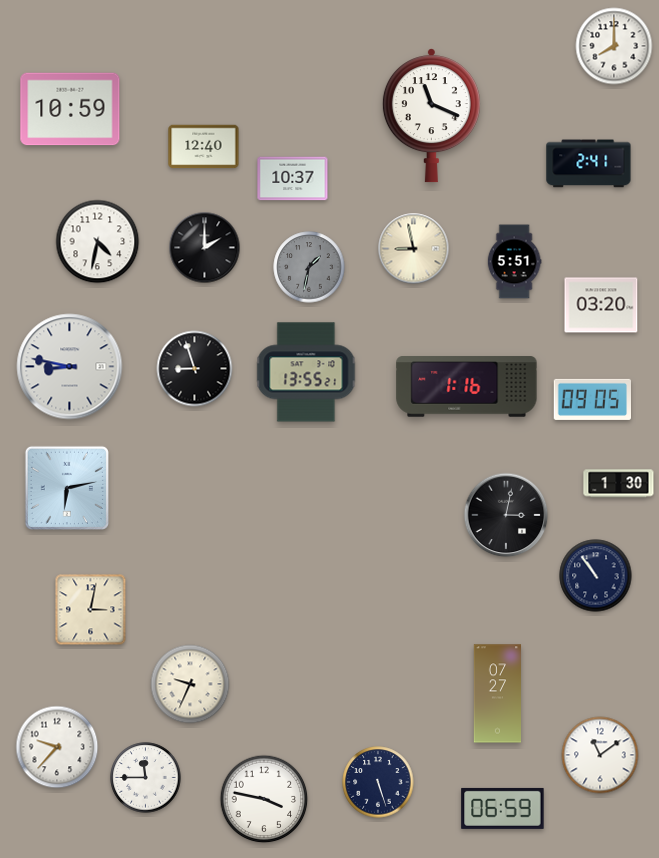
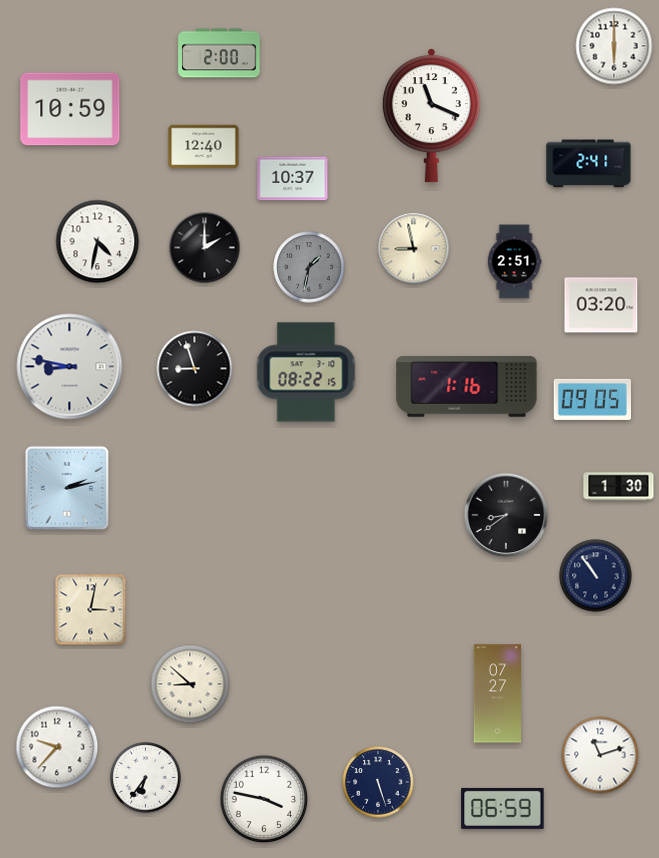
clock at (614, 46): 8:00 -> 6:00
clock at (219, 53): none -> 2:00
clock at (514, 262): 5:51 -> 2:51
clock at (306, 372): 13:55 -> 08:22
clock at (619, 484) position: (619, 484) -> (619, 487)
clock at (67, 488): 6:13 -> 2:13
clock at (506, 515): 3:02 -> 8:39
clock at (190, 684): 9:34 -> 8:52
clock at (600, 755): 11:09 -> 11:12
clock at (146, 778): 11:45 -> 6:36
